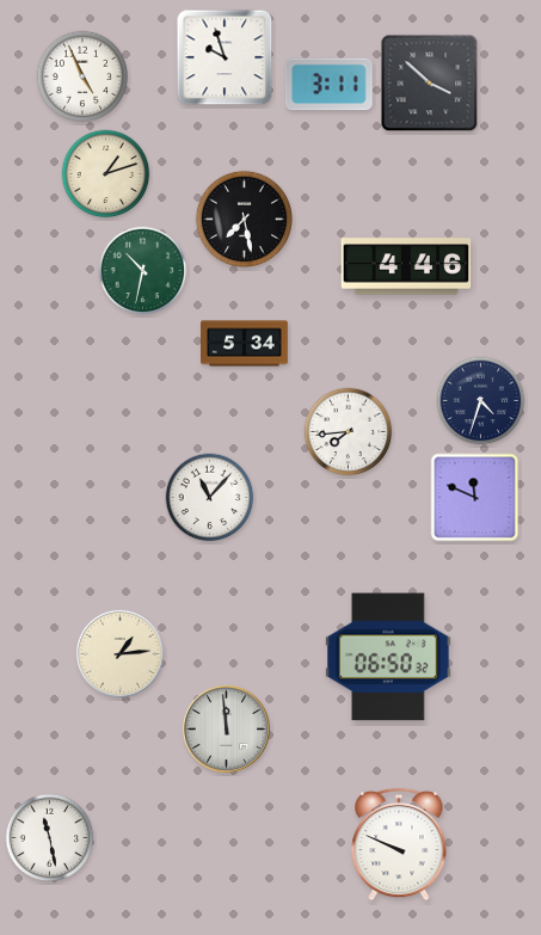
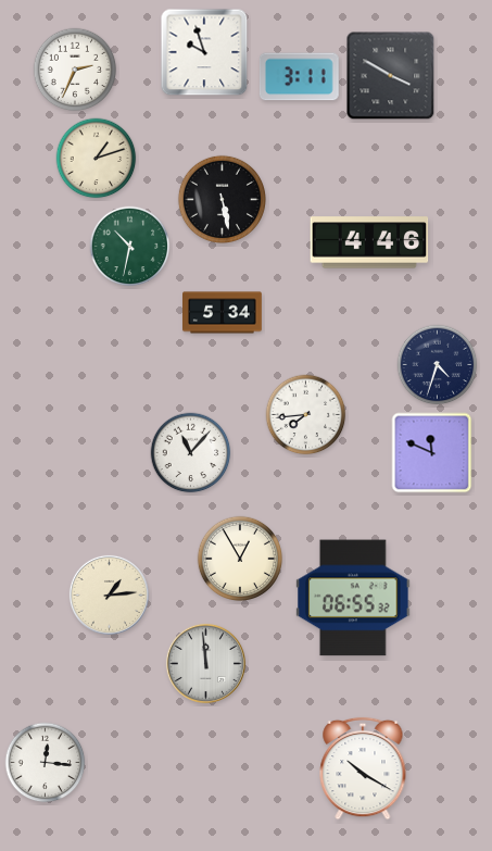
clock at (82, 76): 4:56 -> 2:34
clock at (430, 84): 3:52 -> 3:50
clock at (244, 219): 7:28 -> 5:28
clock at (349, 432) position: (349, 432) -> (306, 415)
clock at (240, 559): none -> 12:55
clock at (388, 657): 06:50 -> 06:55
clock at (50, 838): 11:28 -> 12:16
clock at (399, 844): 9:49 -> 10:20
